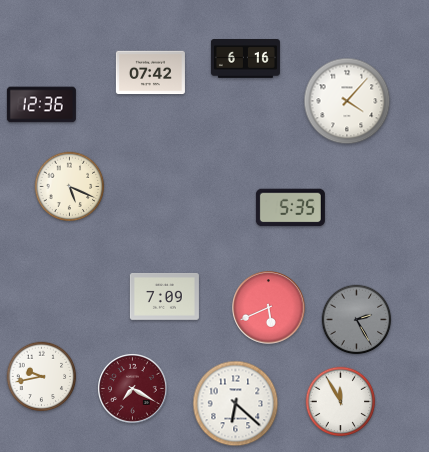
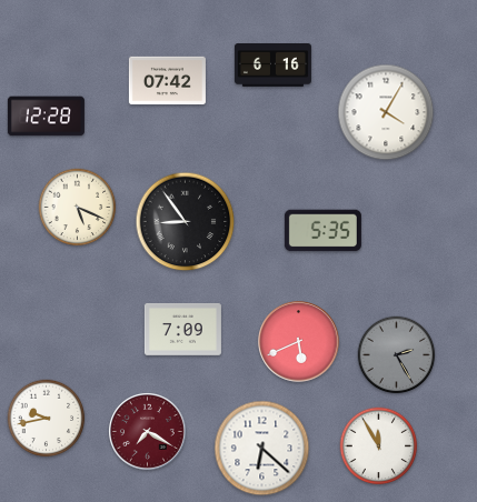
clock at (347, 101): 4:07 -> 4:05
clock at (41, 105): 12:36 -> 12:28
clock at (186, 222): none -> 8:54
